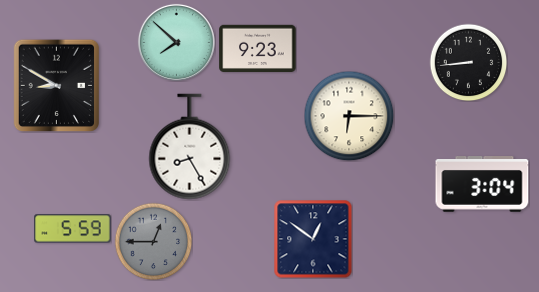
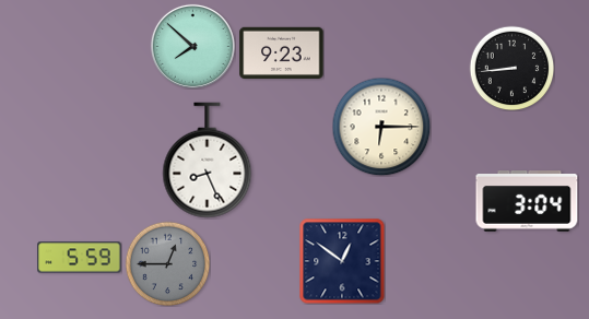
clock at (56, 85): 8:50 -> none
clock at (190, 147): 8:25 -> 8:26
clock at (73, 229) position: (73, 229) -> (80, 258)
